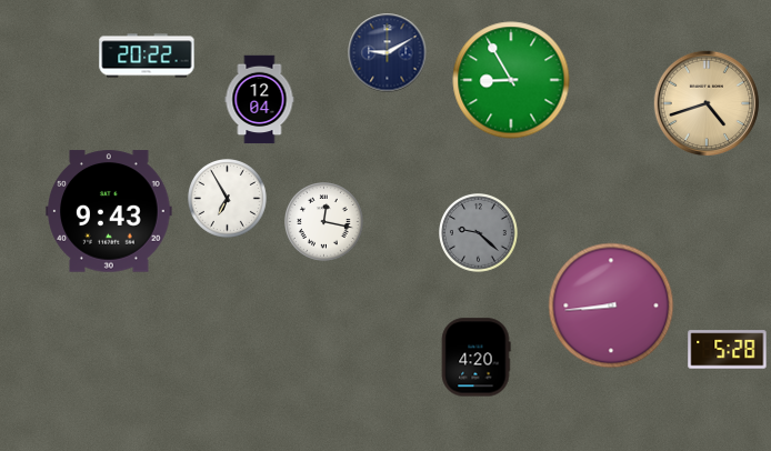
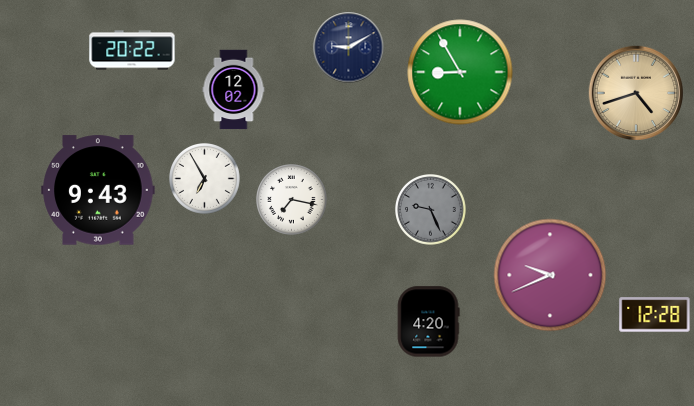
clock at (260, 100): 12:04 -> 12:02
clock at (324, 222): 12:17 -> 7:17
clock at (479, 233): 9:22 -> 9:26
clock at (611, 305): 8:44 -> 9:41
clock at (728, 350): 5:28 -> 12:28
